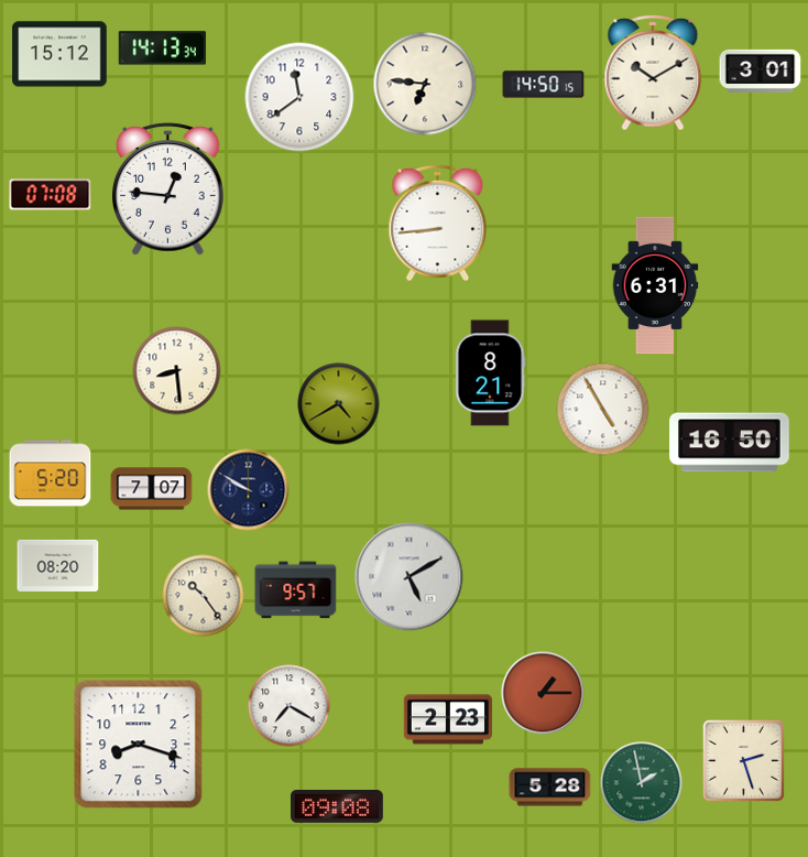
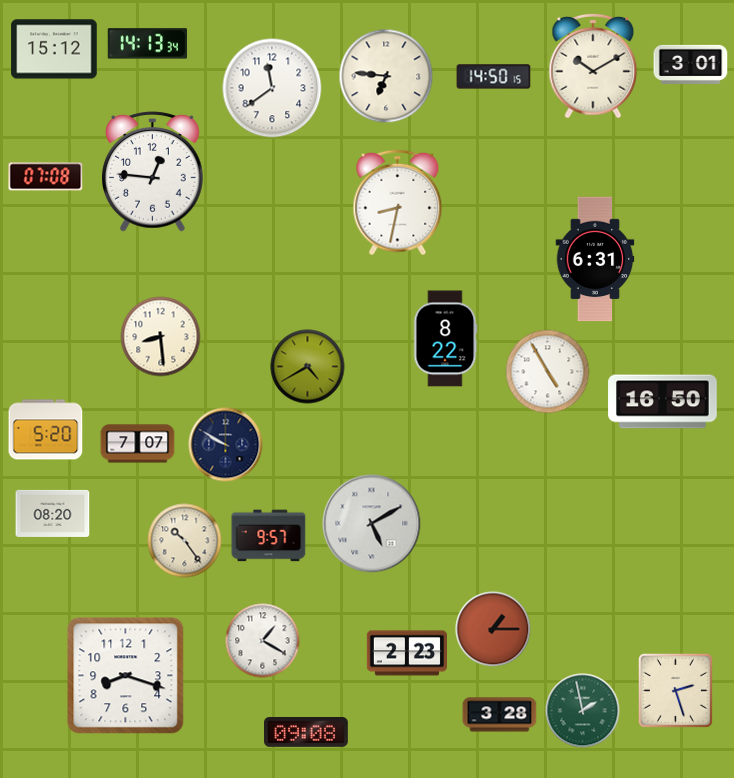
clock at (438, 224): 8:44 -> 8:32
clock at (490, 373): 8:21 -> 8:22
clock at (290, 706): 7:20 -> 1:20
clock at (550, 788): 5:28 -> 3:28
